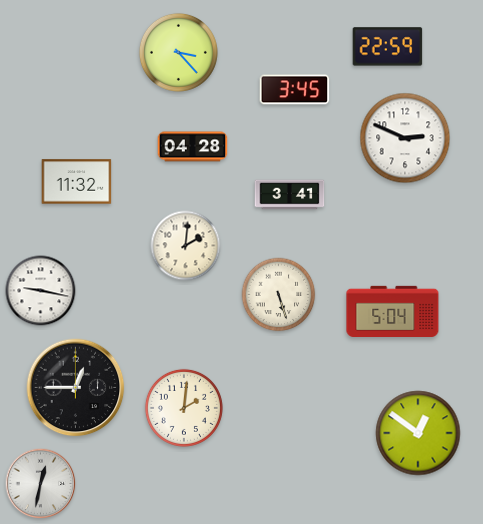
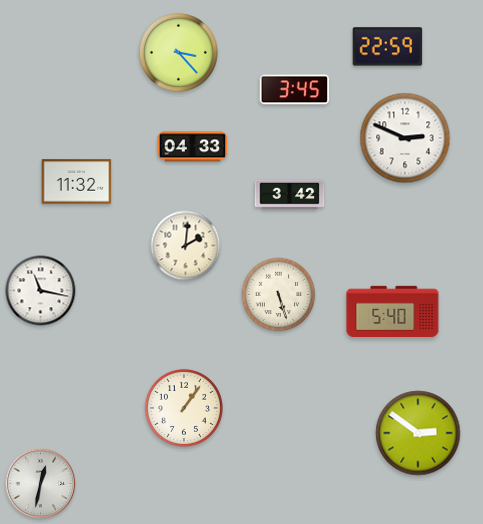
clock at (193, 147): 04:28 -> 04:33
clock at (290, 195): 3:41 -> 3:42
clock at (41, 291): 9:17 -> 11:17
clock at (393, 311): 5:04 -> 5:40
clock at (76, 388): 12:45 -> none
clock at (184, 408): 2:01 -> 1:06
clock at (418, 433): 12:51 -> 2:51
